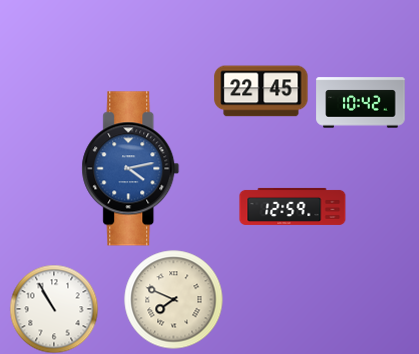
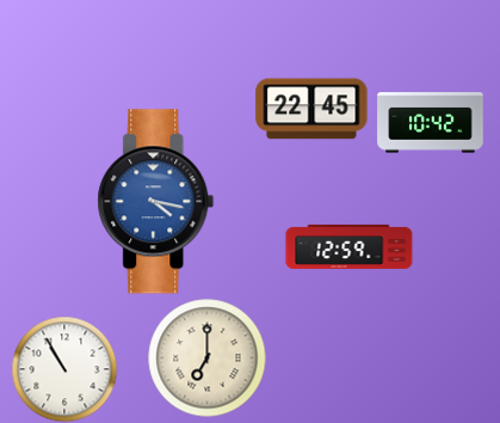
clock at (131, 169): 4:13 -> 4:17
clock at (174, 300): 7:49 -> 7:00
